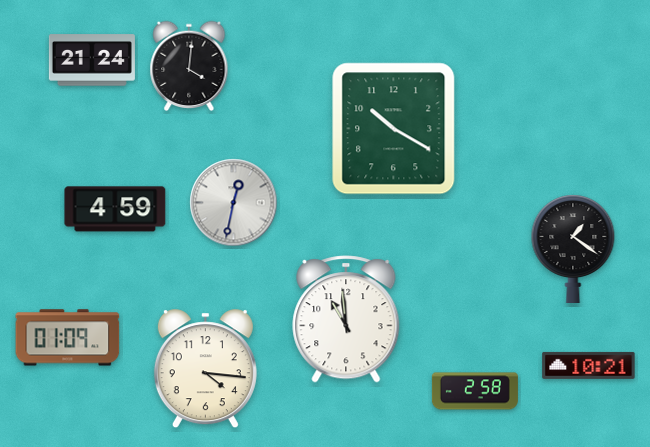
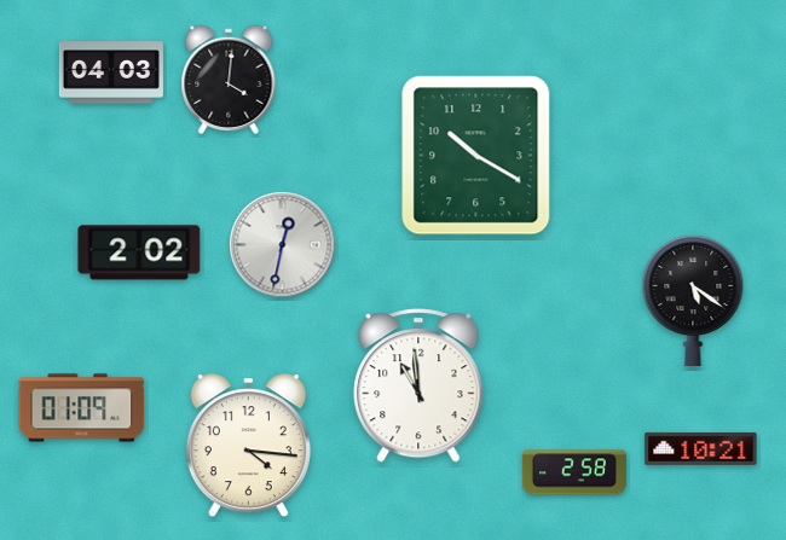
clock at (92, 60): 21:24 -> 04:03
clock at (115, 209): 4:59 -> 2:02
clock at (573, 248): 1:21 -> 5:21
clock at (589, 365) position: (589, 365) -> (701, 448)
